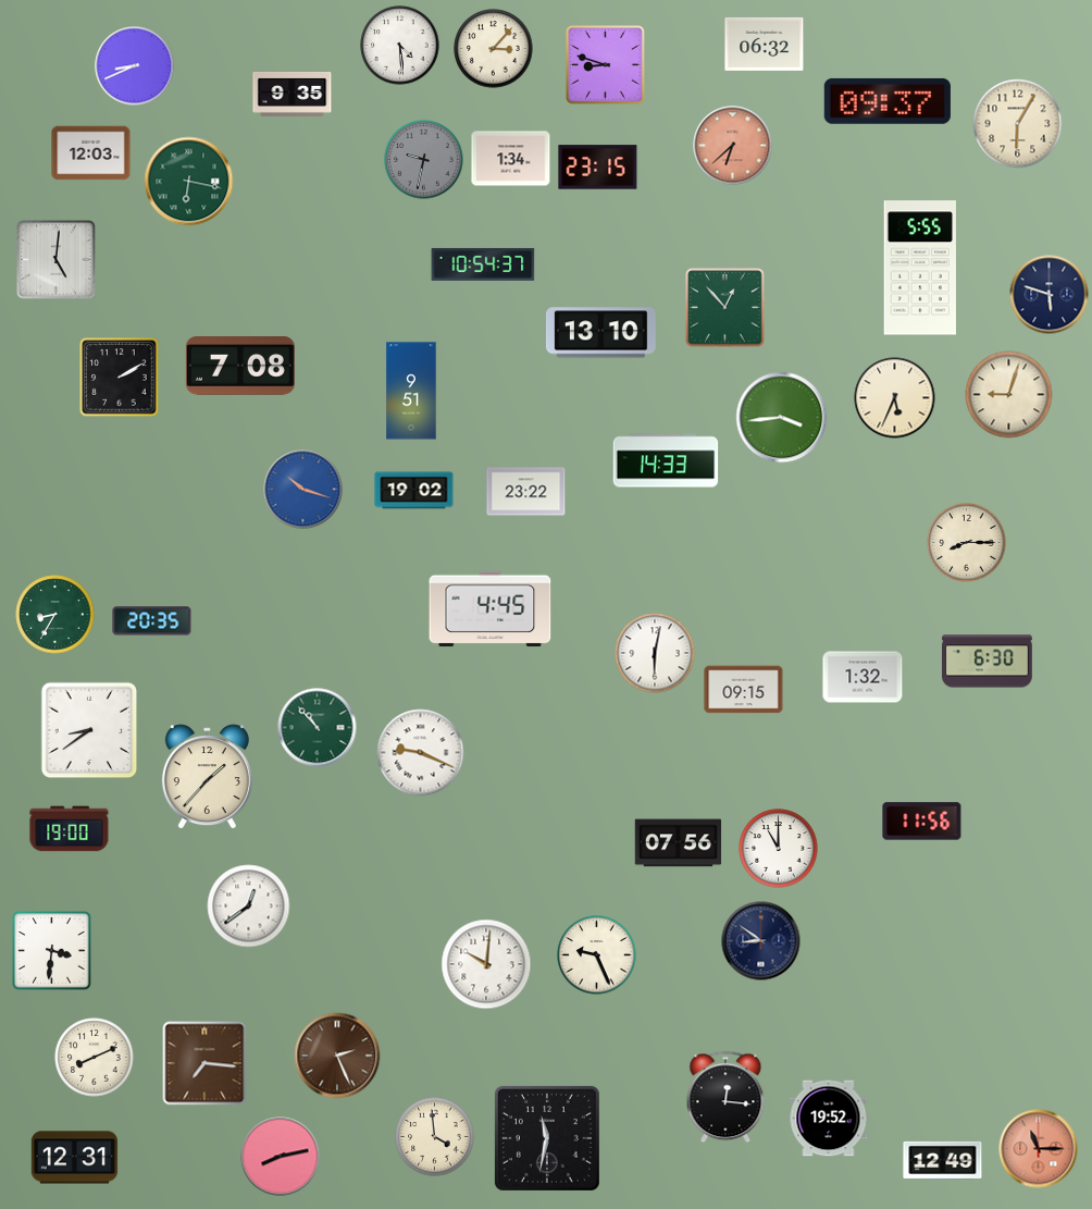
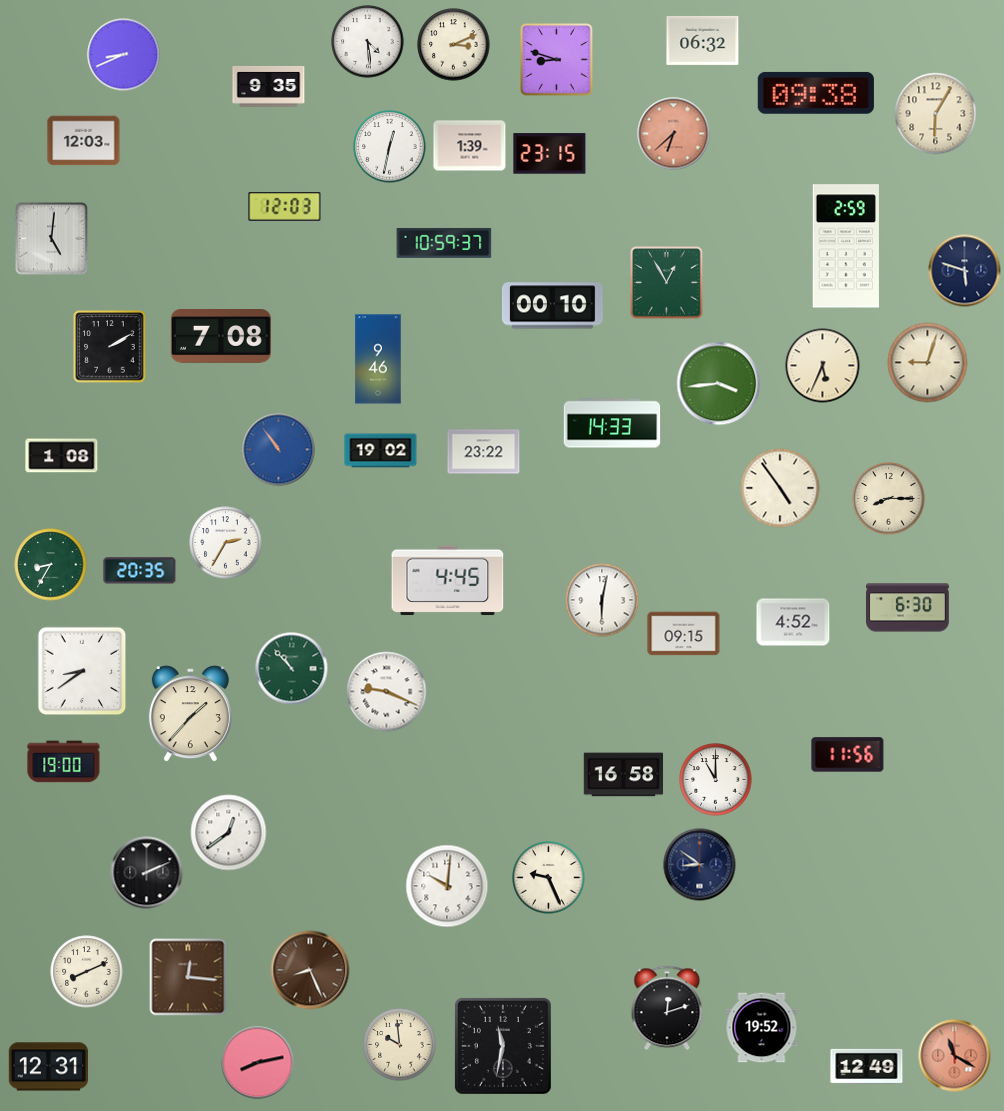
clock at (494, 49): 3:07 -> 3:11
clock at (135, 66) position: (135, 66) -> (124, 55)
clock at (888, 101): 09:37 -> 09:38
clock at (511, 159): 1:34 -> 1:39
clock at (424, 160): 9:32 -> 12:32
clock at (424, 160) dial: grey -> white
clock at (189, 182): 6:17 -> none
clock at (285, 207): none -> 12:03
clock at (483, 264): 10:54 -> 10:59
clock at (920, 268): 5:55 -> 2:59
clock at (725, 308): 12:53 -> 12:55
clock at (600, 333): 13:10 -> 00:10
clock at (411, 391): 9:51 -> 9:46
clock at (303, 490): 10:18 -> 10:54
clock at (62, 456): none -> 1:08
clock at (780, 488): none -> 4:54
clock at (226, 543): none -> 2:35
clock at (491, 609) position: (491, 609) -> (448, 581)
clock at (863, 677): 1:32 -> 4:52
clock at (679, 843): 07:56 -> 16:58
clock at (147, 873): none -> 2:11
clock at (52, 951): 3:31 -> none
clock at (337, 1056): 2:26 -> 8:26
clock at (204, 1063): 7:16 -> 12:16
clock at (725, 1097): 12:16 -> 12:12
clock at (435, 1137): 3:59 -> 9:59
clock at (1039, 1149): 11:15 -> 11:20
clock at (75, 1158) position: (75, 1158) -> (49, 1067)
